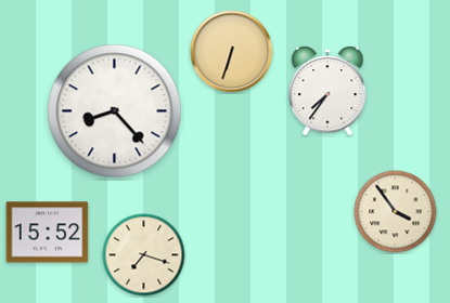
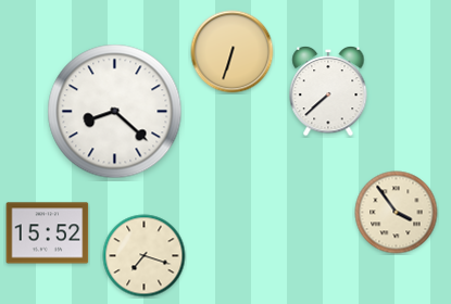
clock at (327, 91): 7:36 -> 7:38
clock at (115, 111): 8:23 -> 8:22
